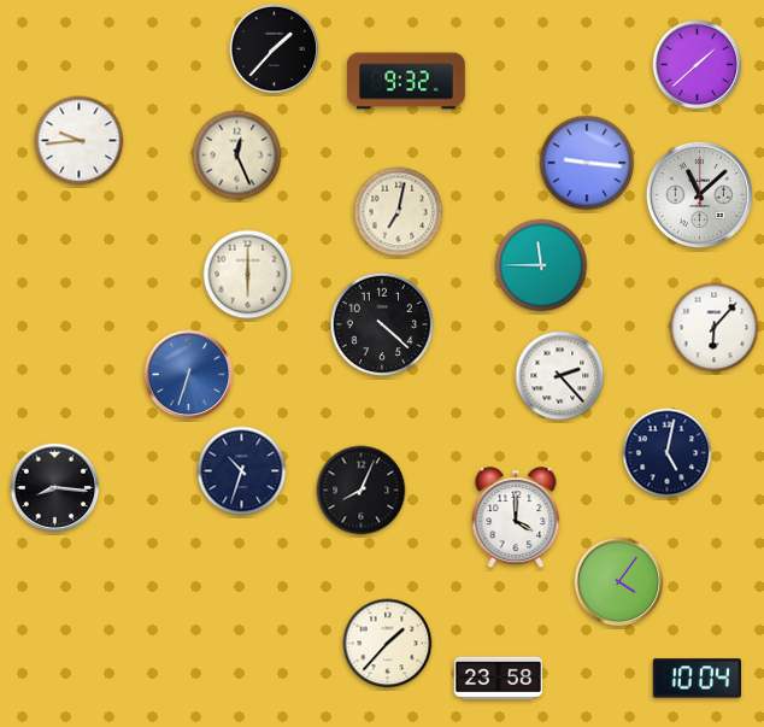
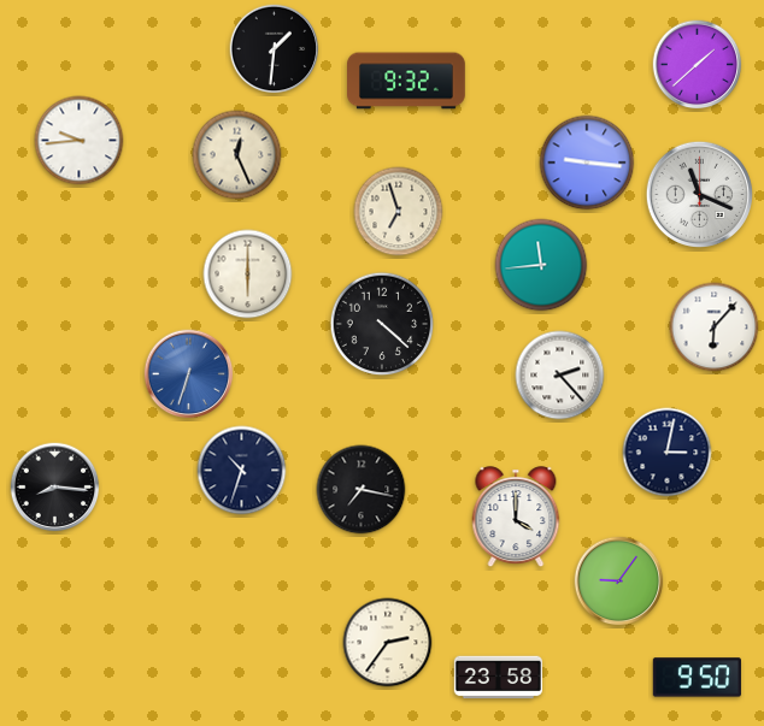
clock at (275, 49): 1:37 -> 1:31
clock at (699, 194): 11:08 -> 11:19
clock at (399, 212): 7:02 -> 6:57
clock at (541, 265): 11:45 -> 11:44
clock at (668, 453): 5:02 -> 3:02
clock at (362, 491): 8:04 -> 7:17
clock at (619, 582): 4:06 -> 9:06
clock at (388, 644): 1:37 -> 2:36
clock at (697, 679): 10:04 -> 9:50
